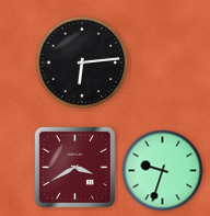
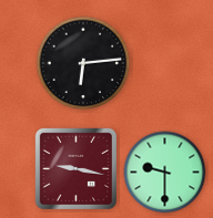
clock at (74, 167): 3:40 -> 9:17
clock at (163, 171): 9:33 -> 9:30
